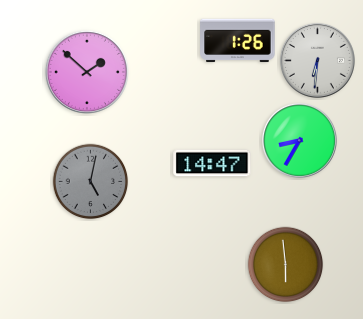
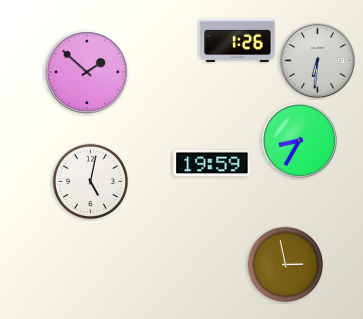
clock at (212, 163): 14:47 -> 19:59
clock at (91, 182) dial: grey -> white
clock at (286, 265): 5:59 -> 2:58
